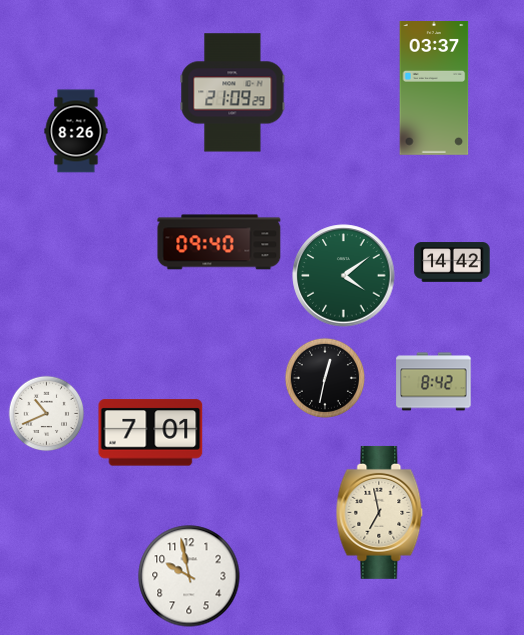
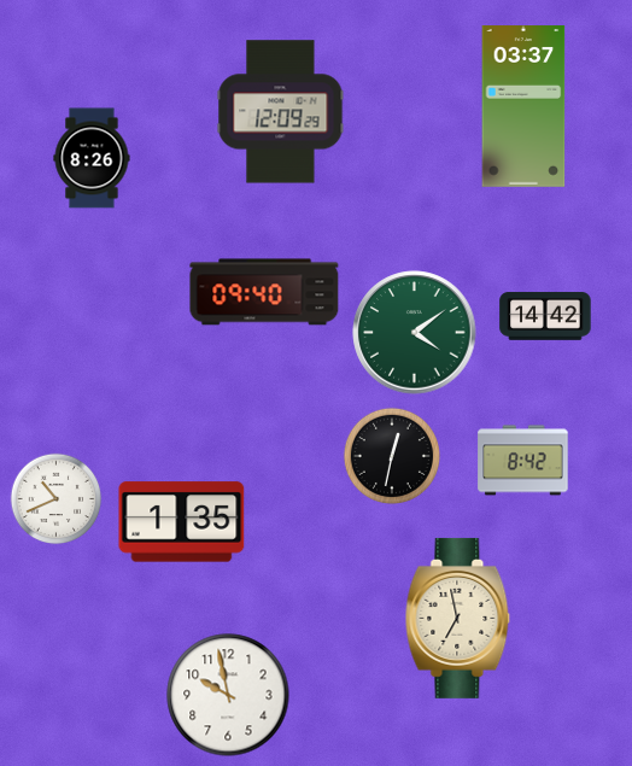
clock at (233, 93): 21:09 -> 12:09
clock at (151, 433): 7:01 -> 1:35
